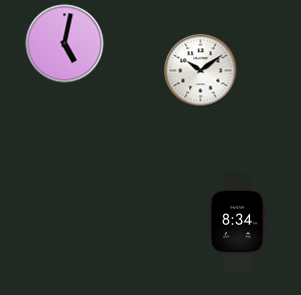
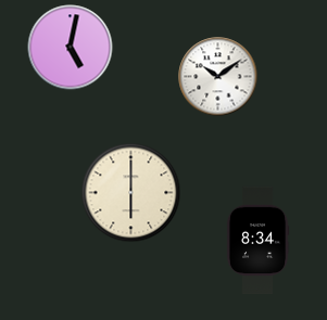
clock at (131, 193): none -> 6:00
